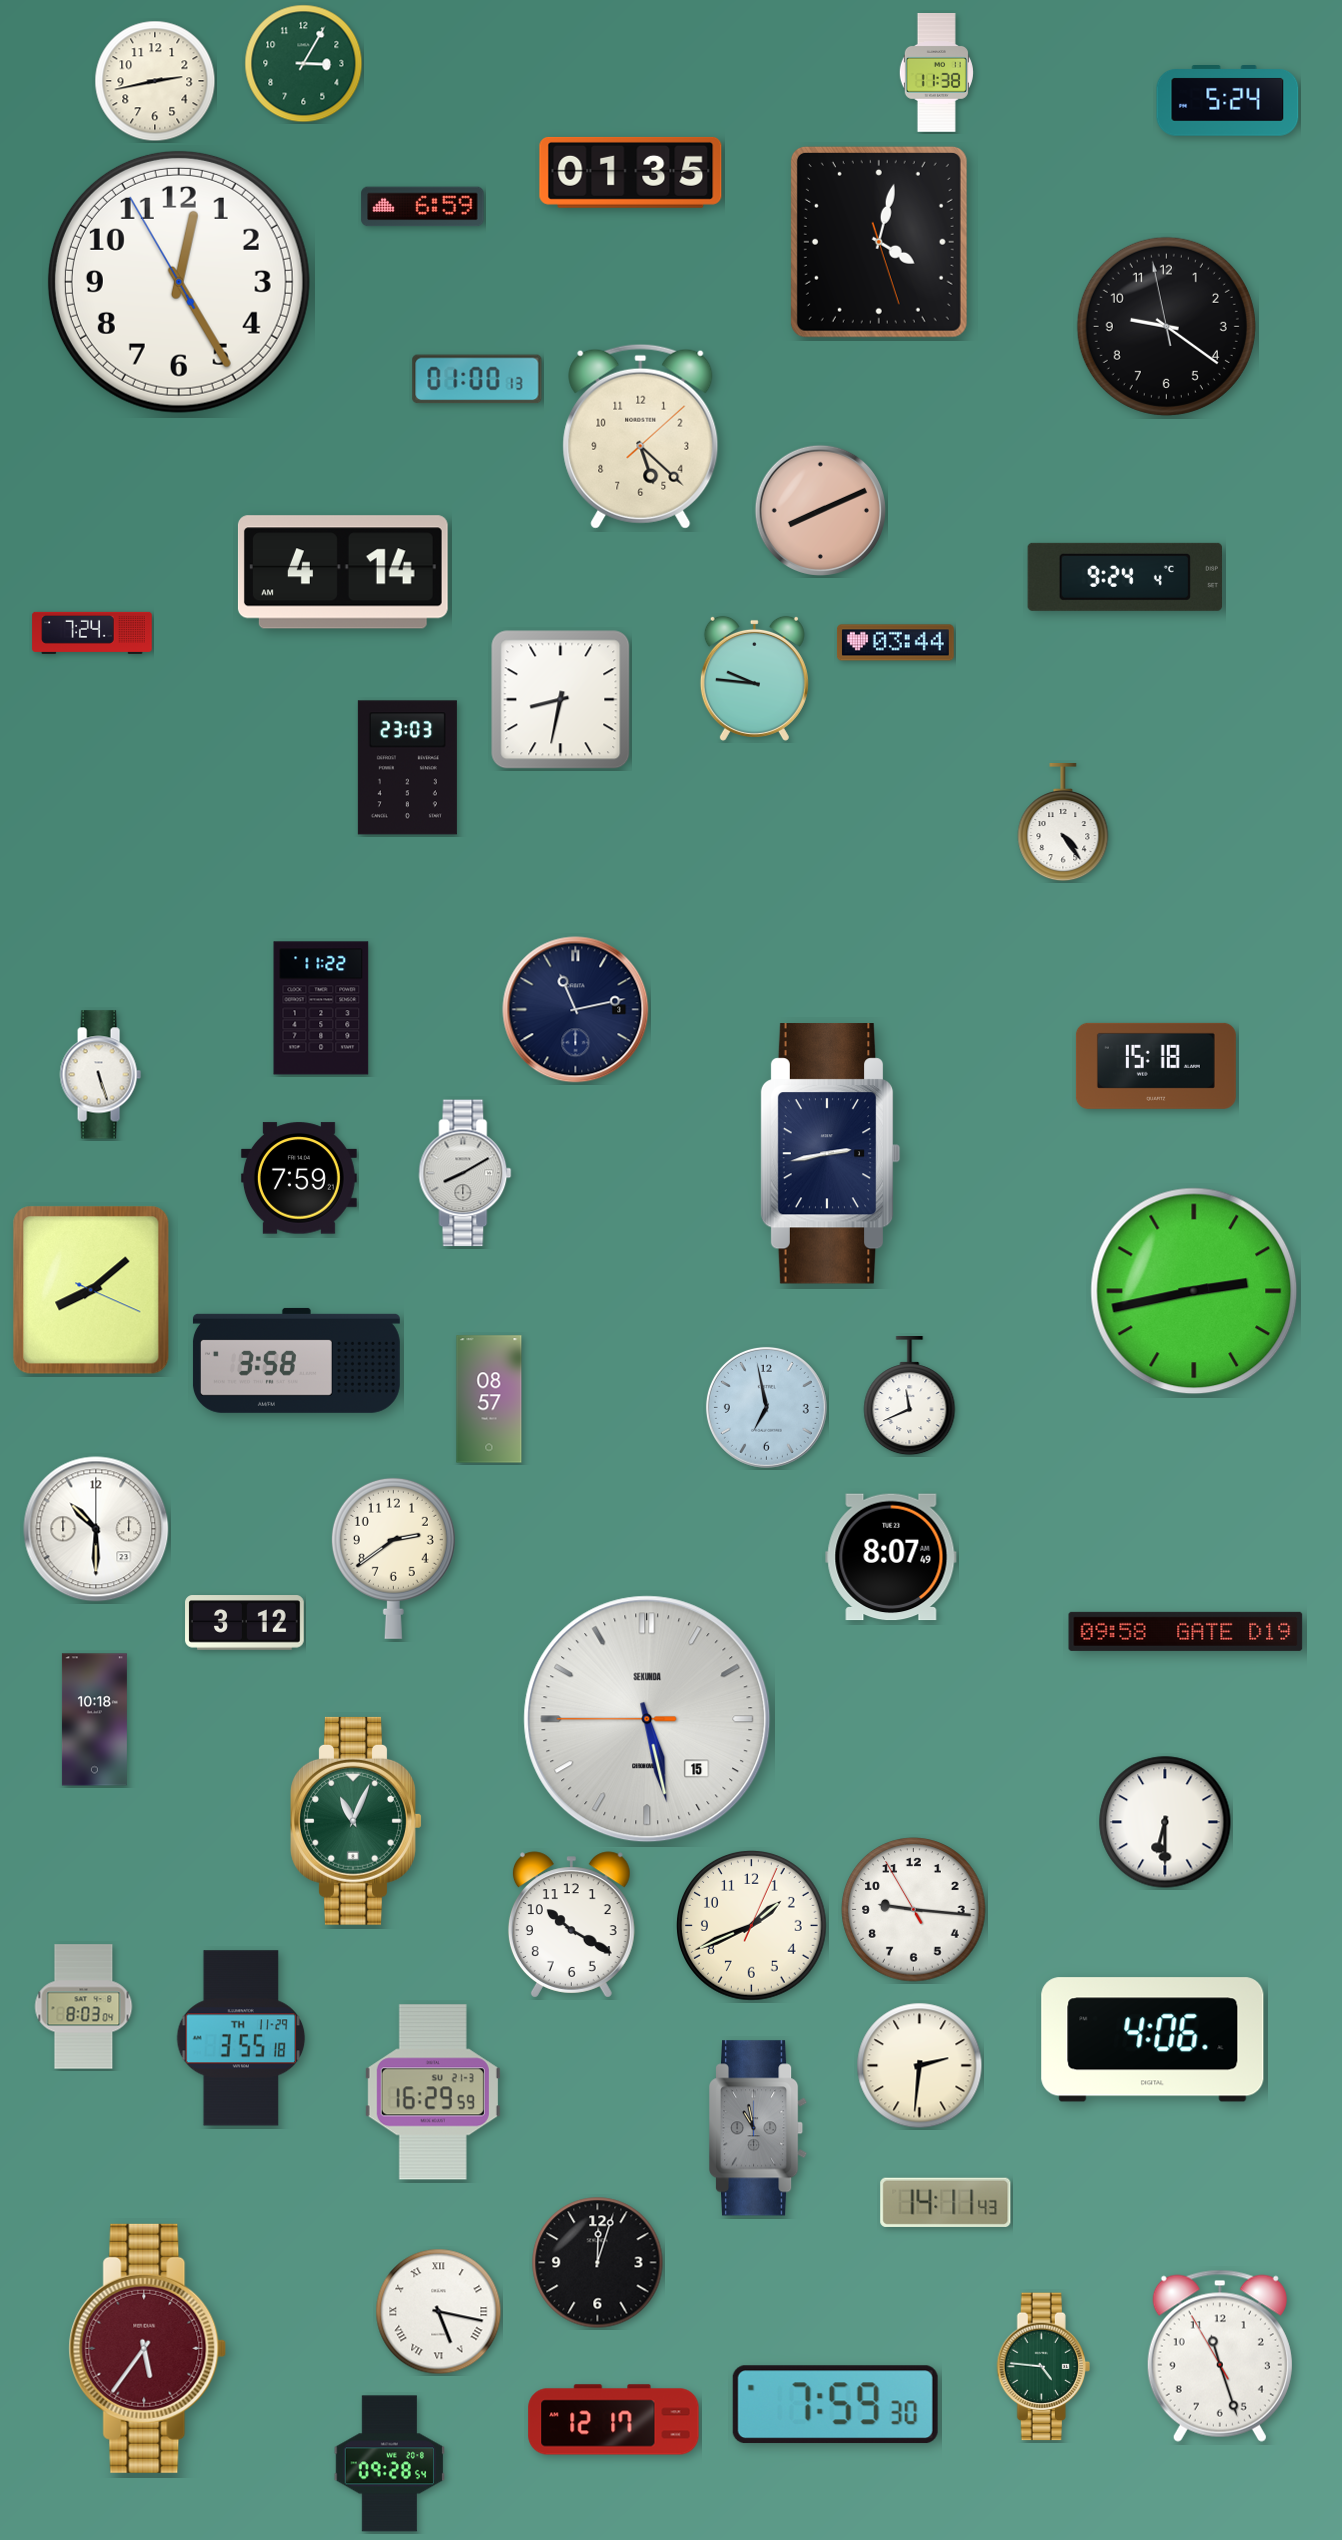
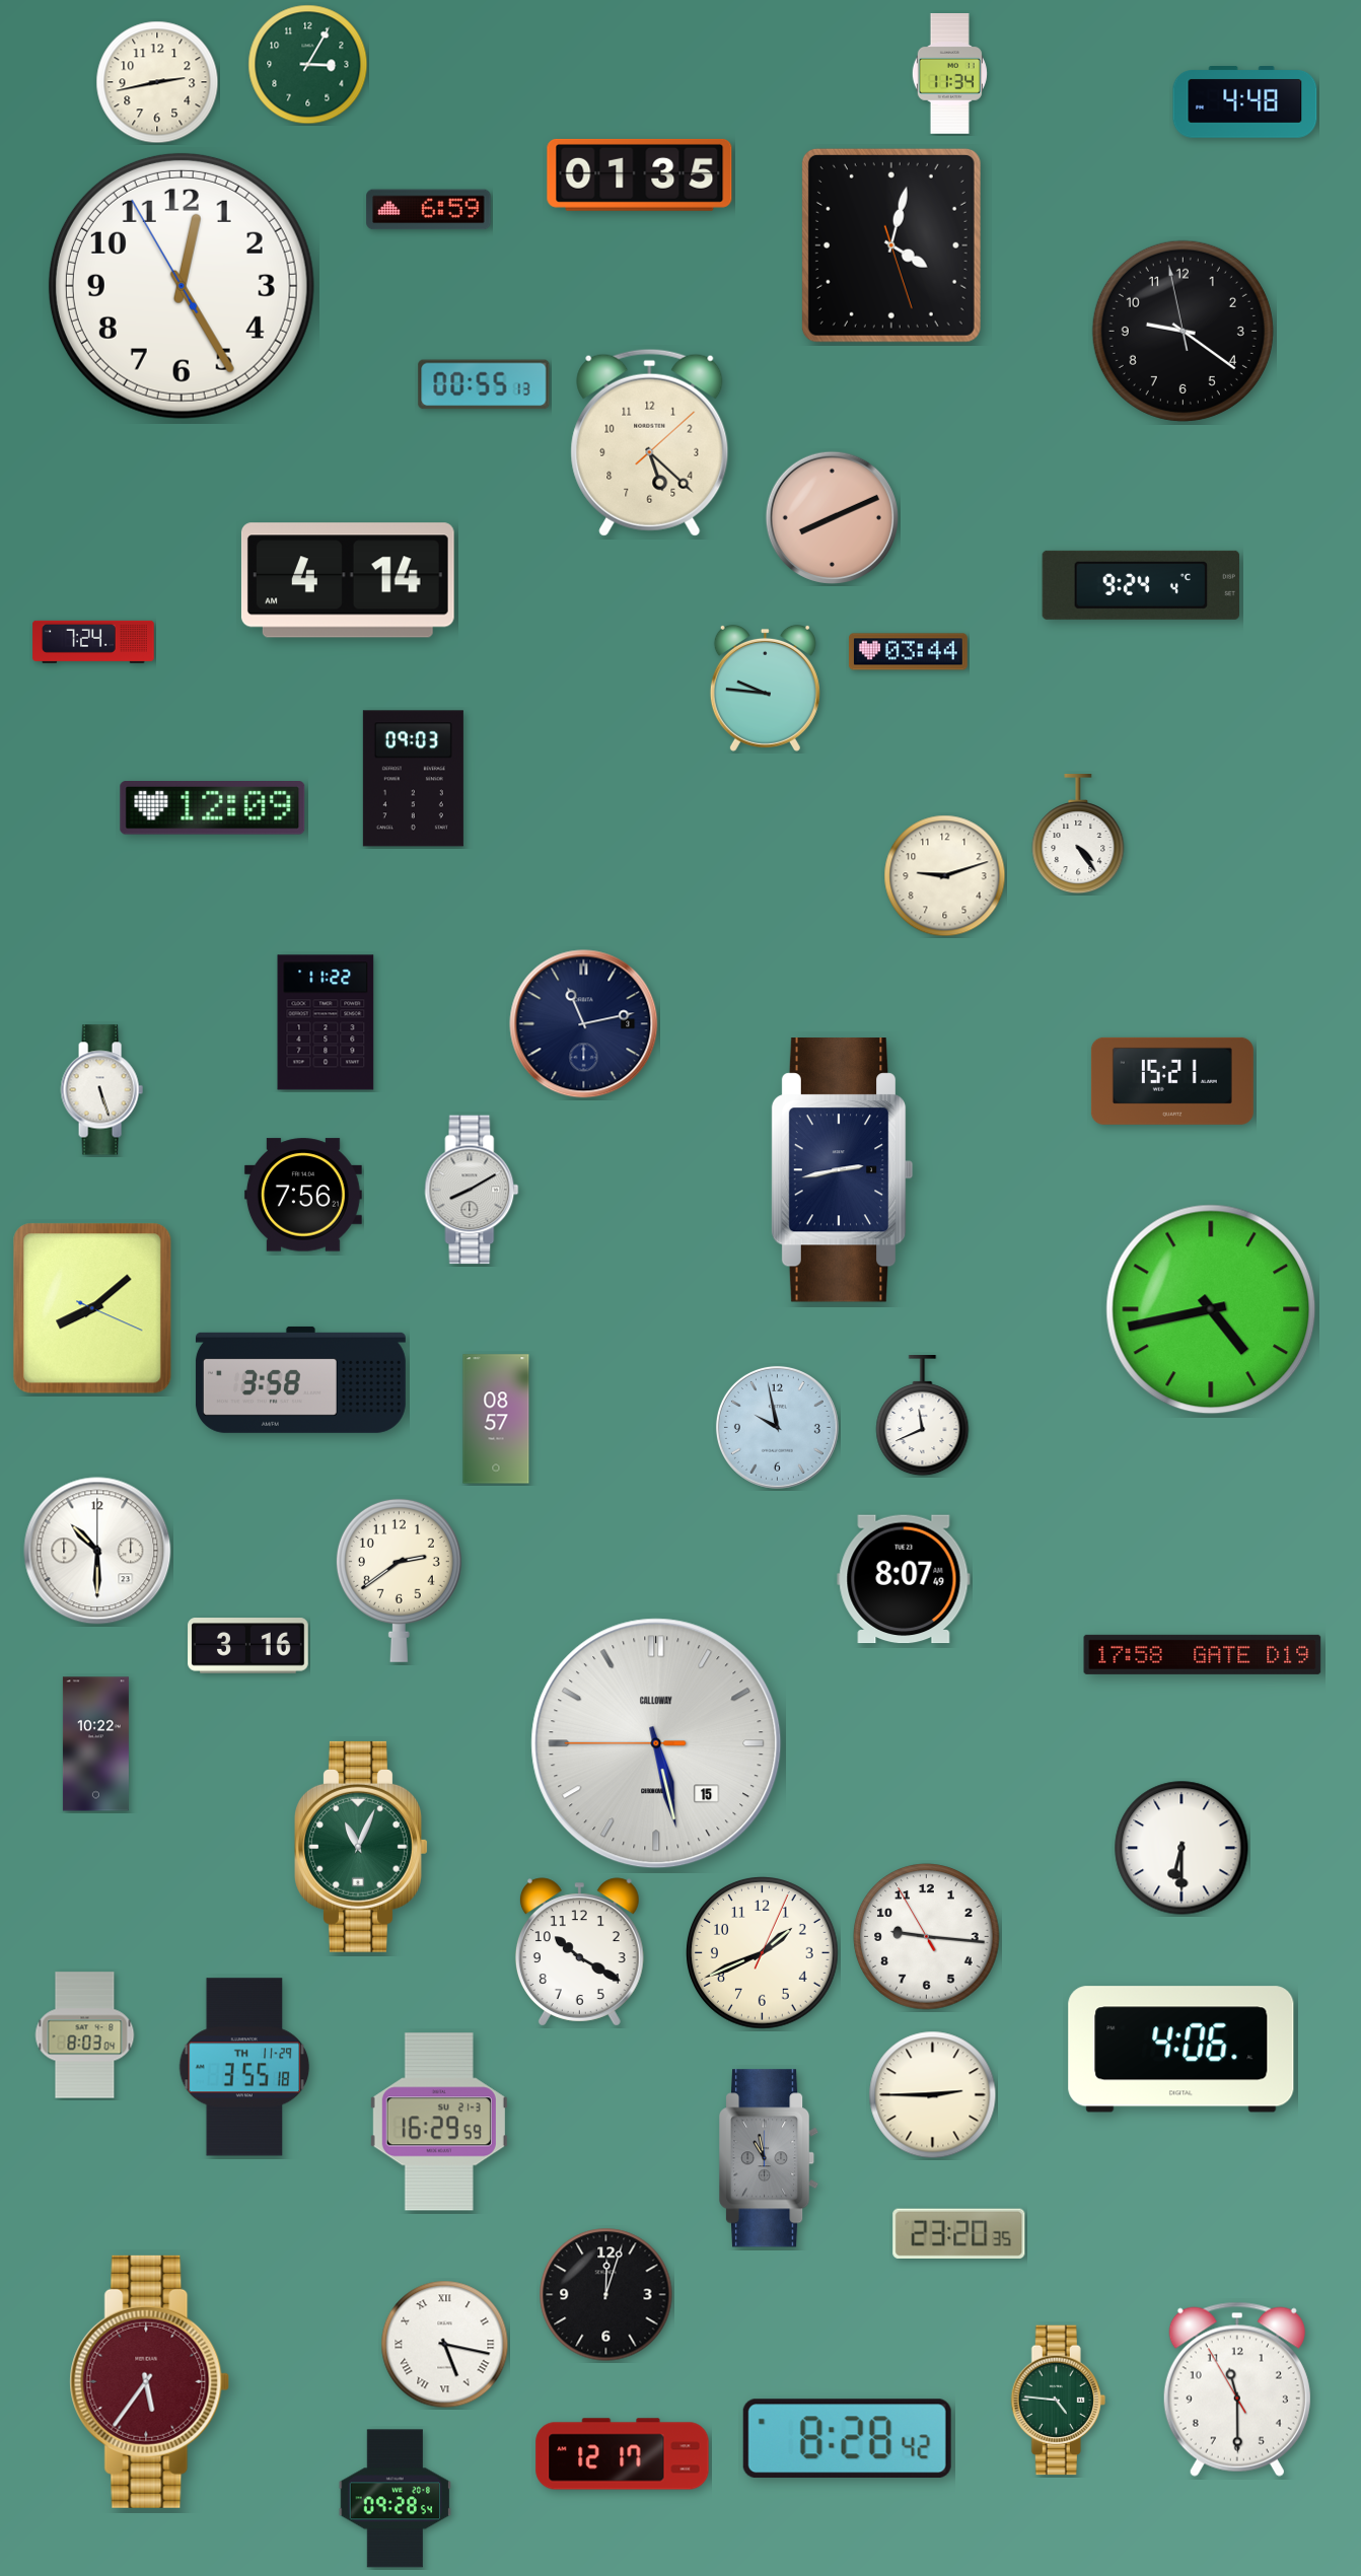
clock at (936, 73): 11:38 -> 11:34
clock at (1228, 101): 5:24 -> 4:48
clock at (477, 379): 01:00 -> 00:55
clock at (561, 700): 8:32 -> none
clock at (407, 768): 23:03 -> 09:03
clock at (213, 808): none -> 12:09
clock at (945, 876): none -> 9:12
clock at (1156, 1066): 15:18 -> 15:21
clock at (299, 1178): 7:59 -> 7:56
clock at (1194, 1291): 2:43 -> 4:43
clock at (766, 1407): 6:58 -> 9:58
clock at (245, 1623): 3:12 -> 3:16
clock at (1186, 1631): 09:58 -> 17:58
clock at (647, 1719) brand: SEKUNDA -> CALLOWAY
clock at (94, 1720): 10:18 -> 10:22
clock at (1153, 2040) position: (1153, 2040) -> (1181, 2050)
clock at (920, 2066): 2:31 -> 2:45
clock at (946, 2202): 14:11 -> 23:20
clock at (1220, 2356): 11:26 -> 11:29
clock at (835, 2405): 7:59 -> 8:28
